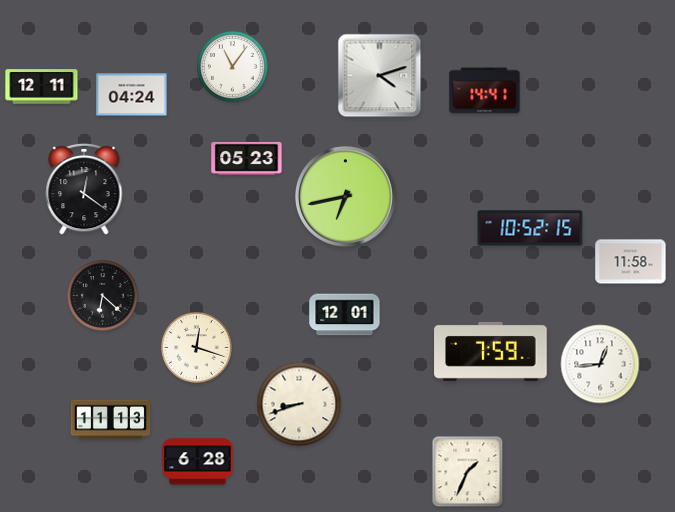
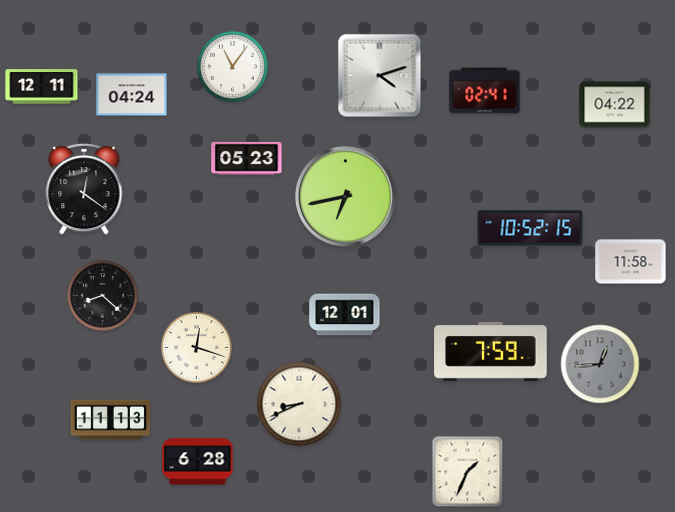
clock at (485, 91): 14:41 -> 02:41
clock at (615, 105): none -> 04:22
clock at (103, 296): 6:22 -> 8:22
clock at (600, 364) dial: white -> grey
clock at (299, 404): 8:42 -> 8:41
